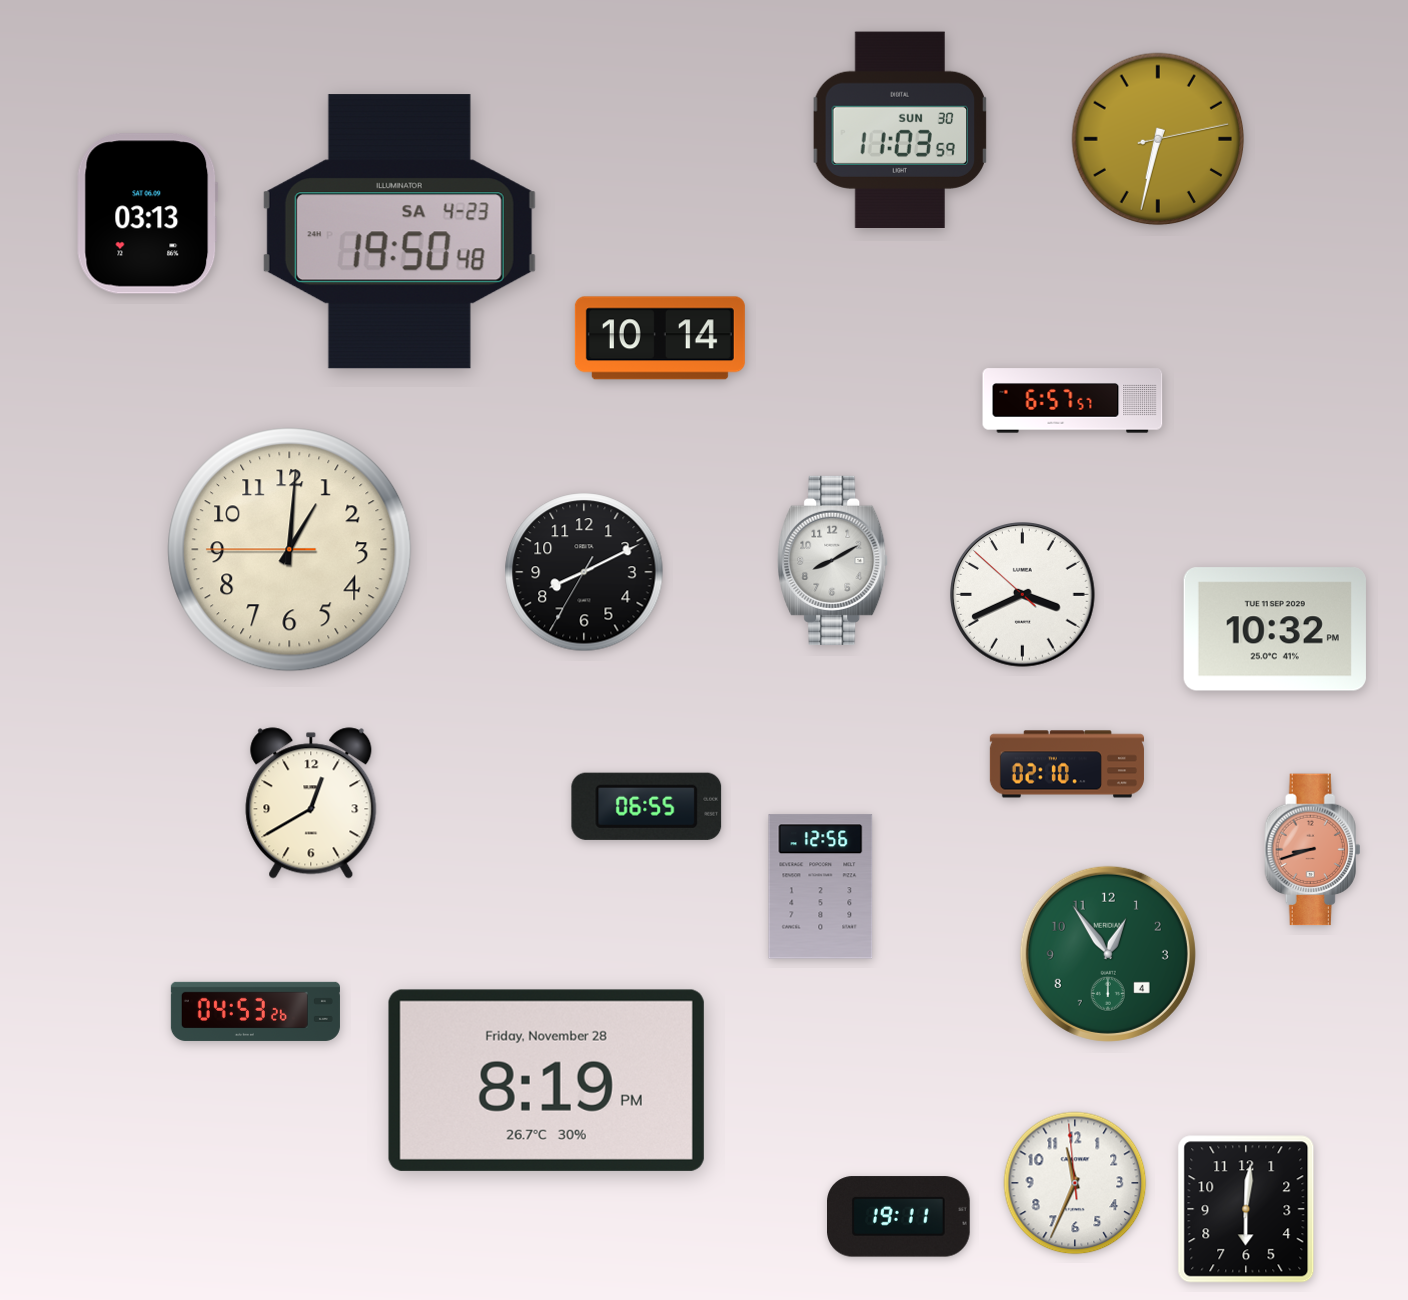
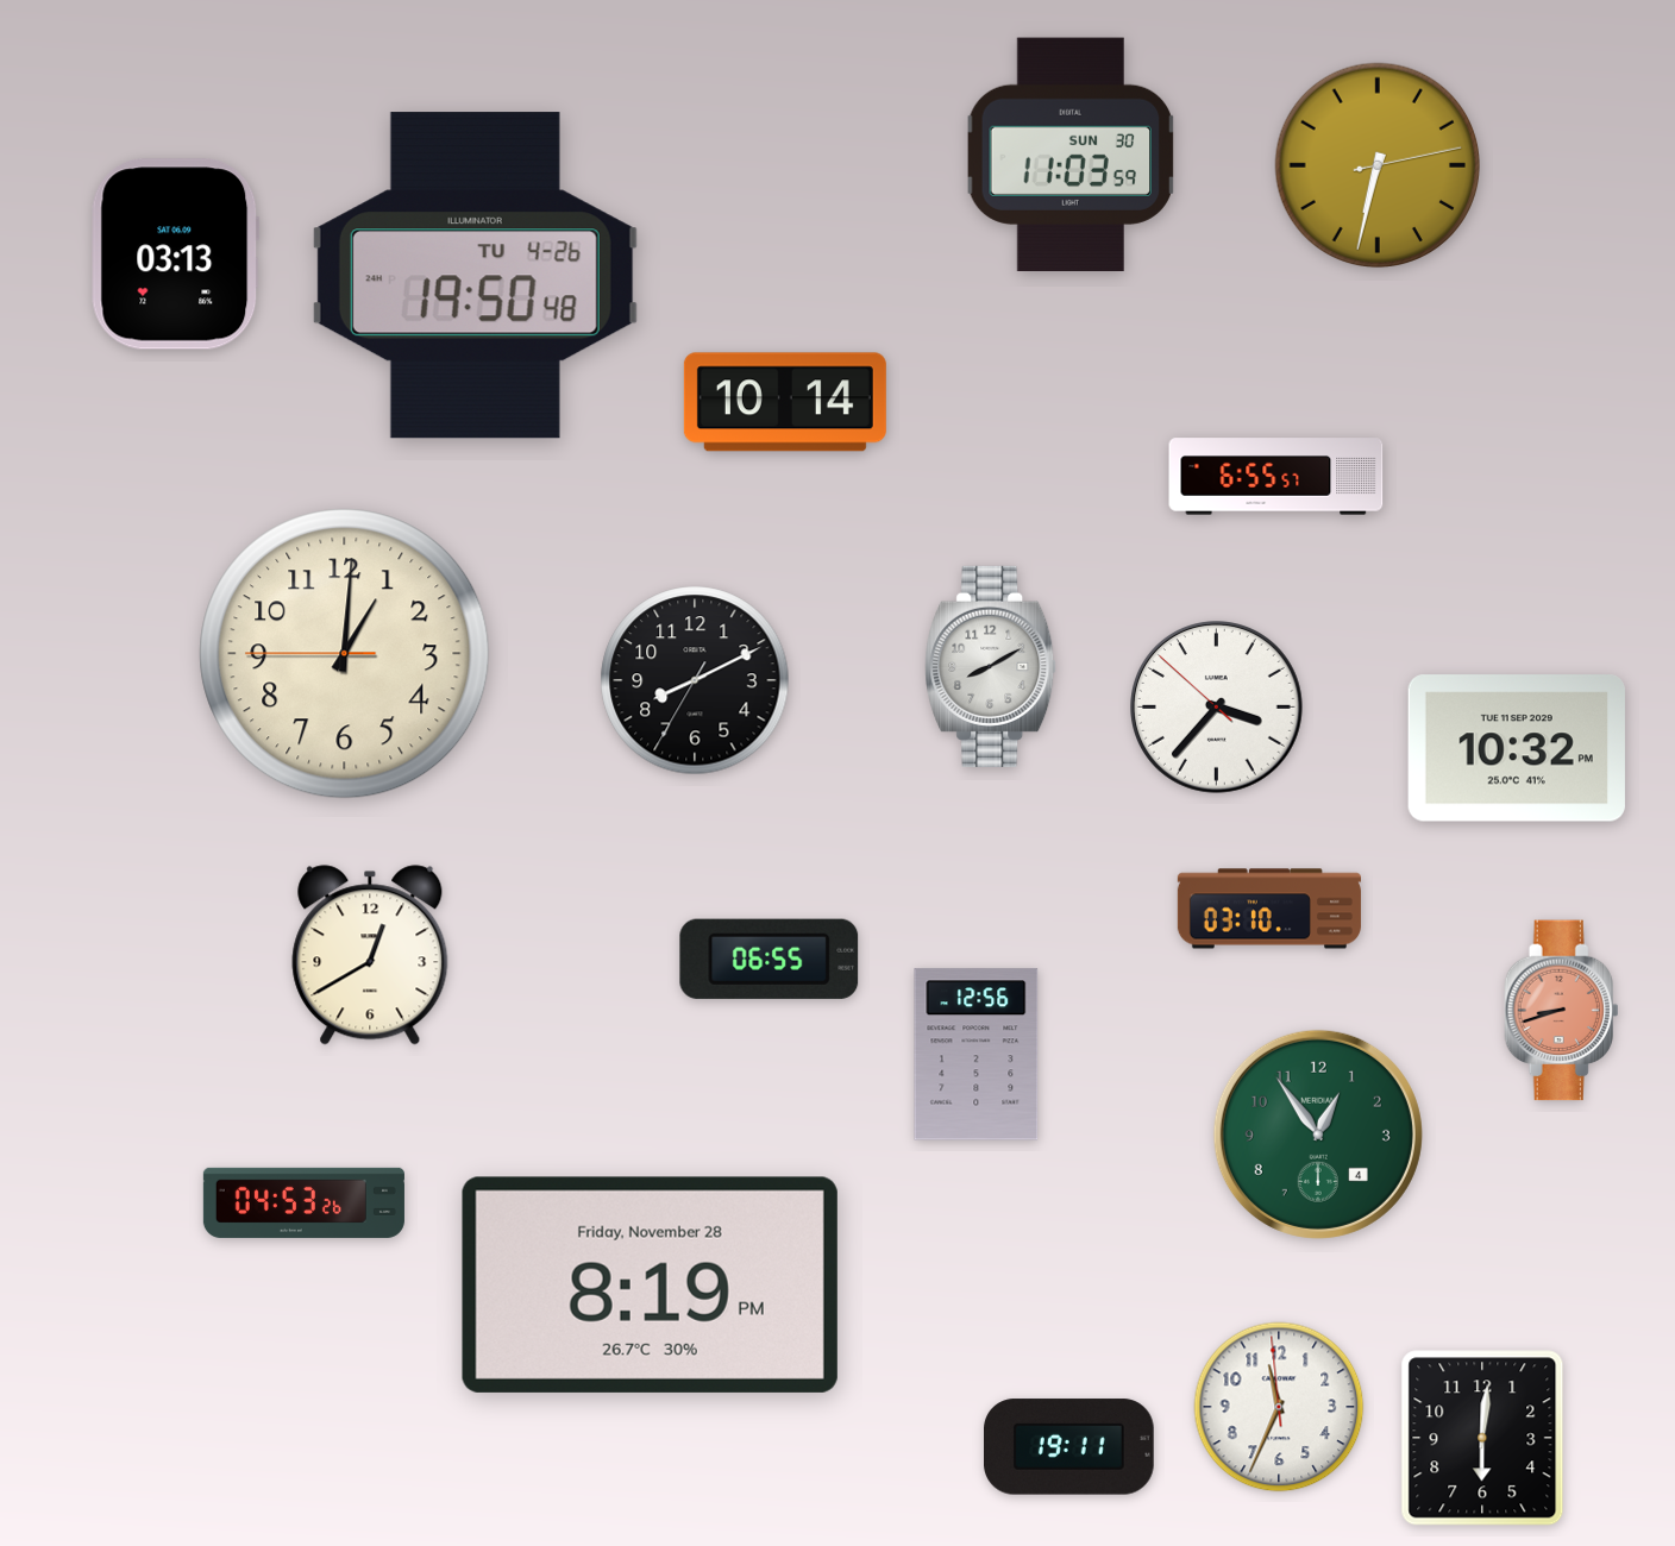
clock at (399, 232) date: SA 4-23 -> TU 4-26
clock at (1073, 401): 6:57 -> 6:55
clock at (1023, 595): 3:40 -> 3:36
clock at (1067, 764): 02:10 -> 03:10
